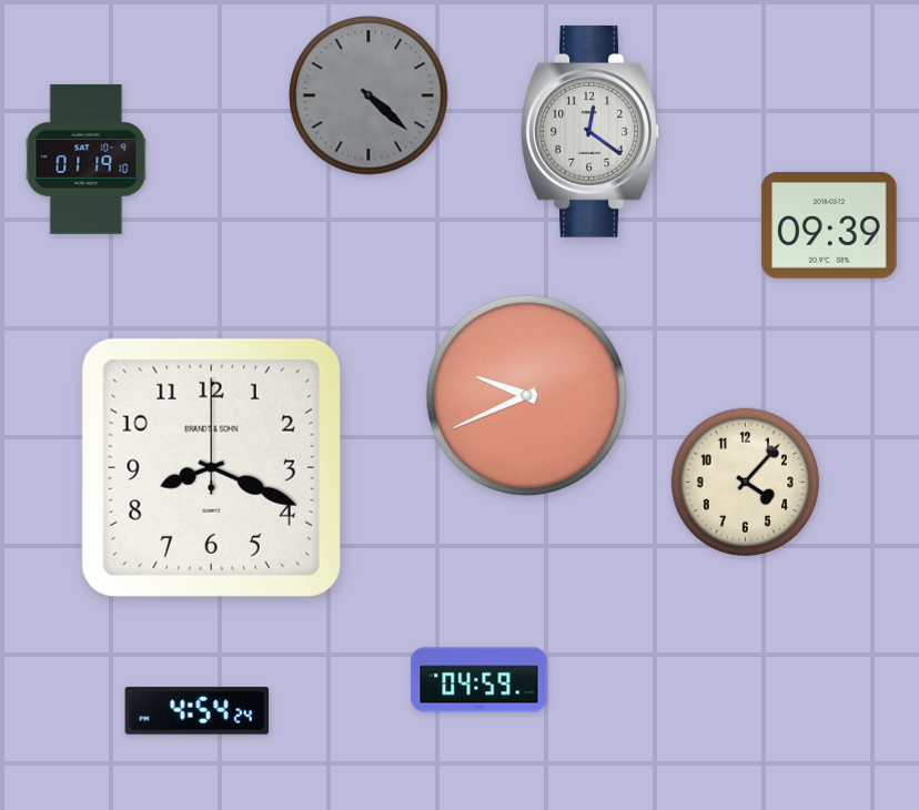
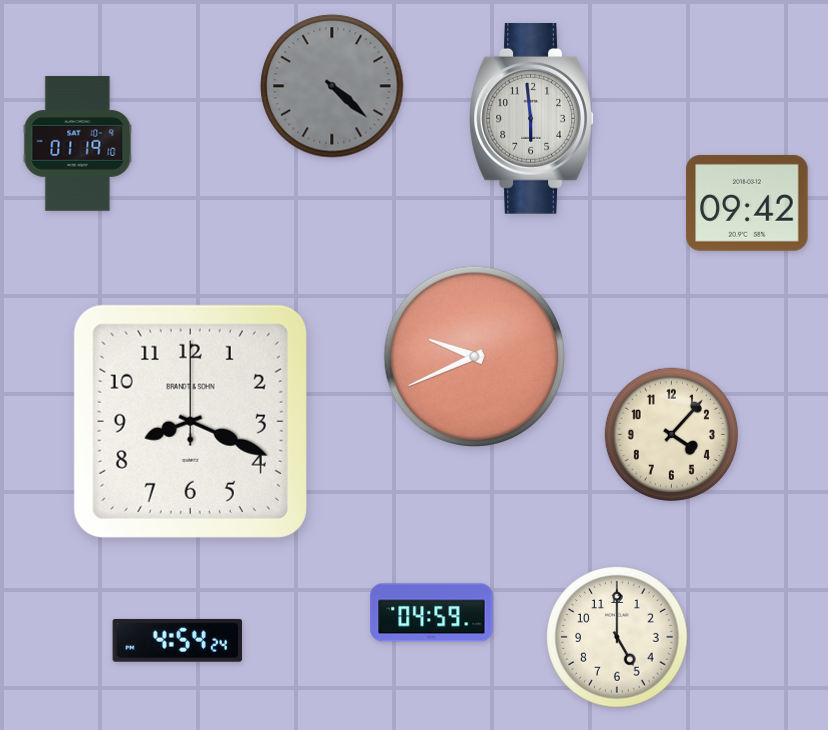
clock at (590, 131): 12:21 -> 5:59
clock at (829, 225): 09:39 -> 09:42
clock at (617, 637): none -> 5:00
